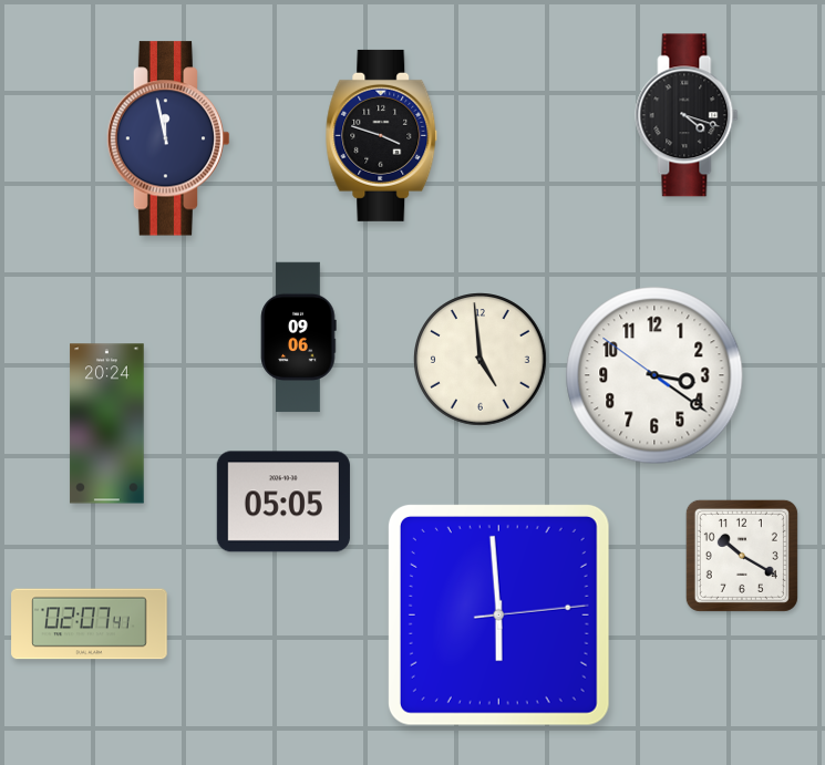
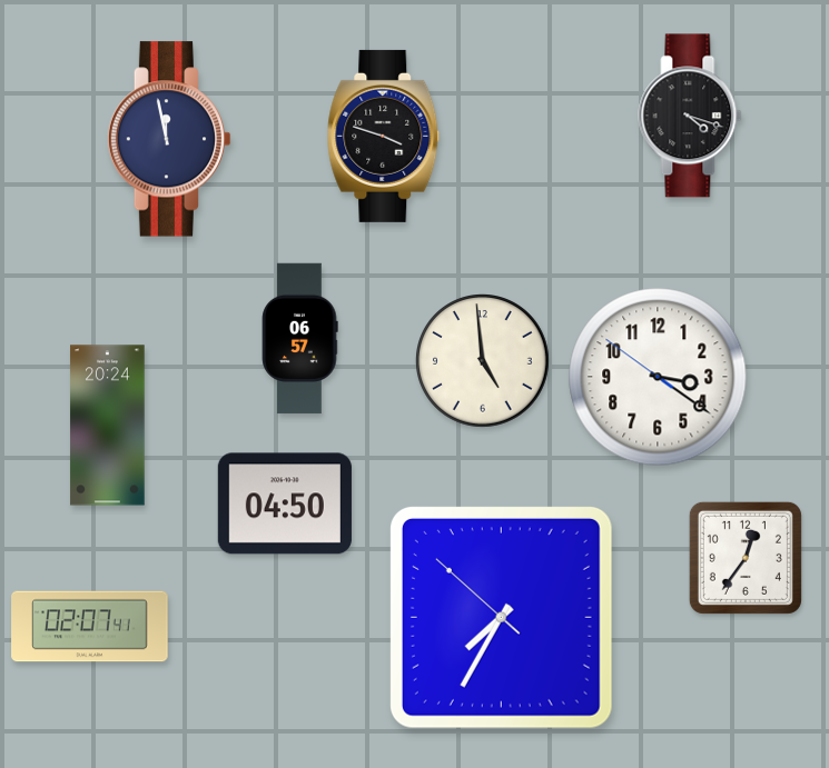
clock at (298, 338): 09:06 -> 06:57
clock at (283, 502): 05:05 -> 04:50
clock at (742, 556): 10:20 -> 12:36
clock at (498, 614): 5:59 -> 7:34
